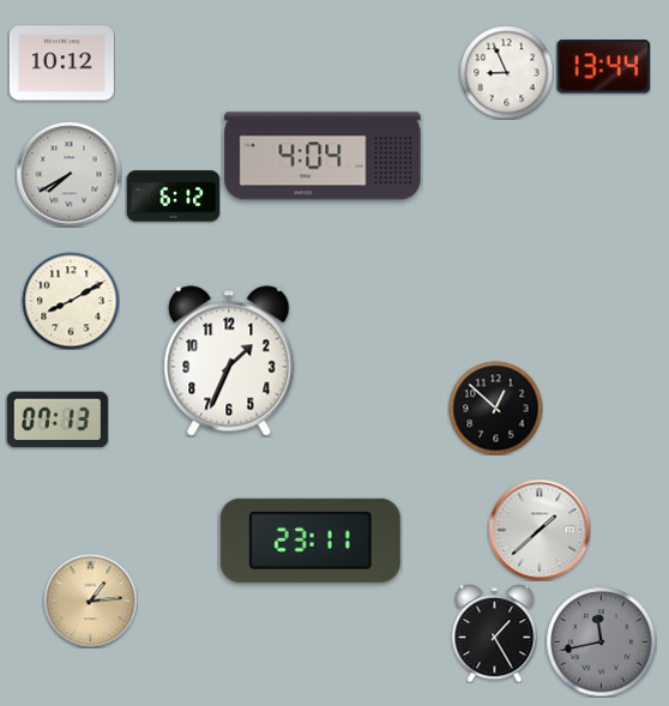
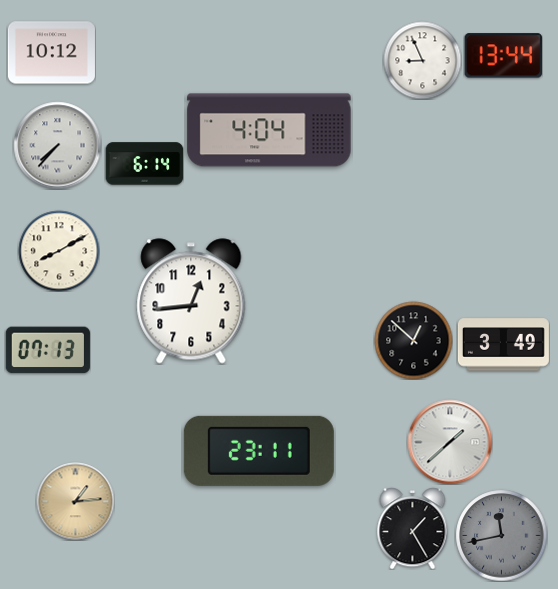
clock at (68, 174): 7:40 -> 7:37
clock at (173, 197): 6:12 -> 6:14
clock at (229, 361): 1:34 -> 12:44
clock at (503, 345): none -> 3:49
